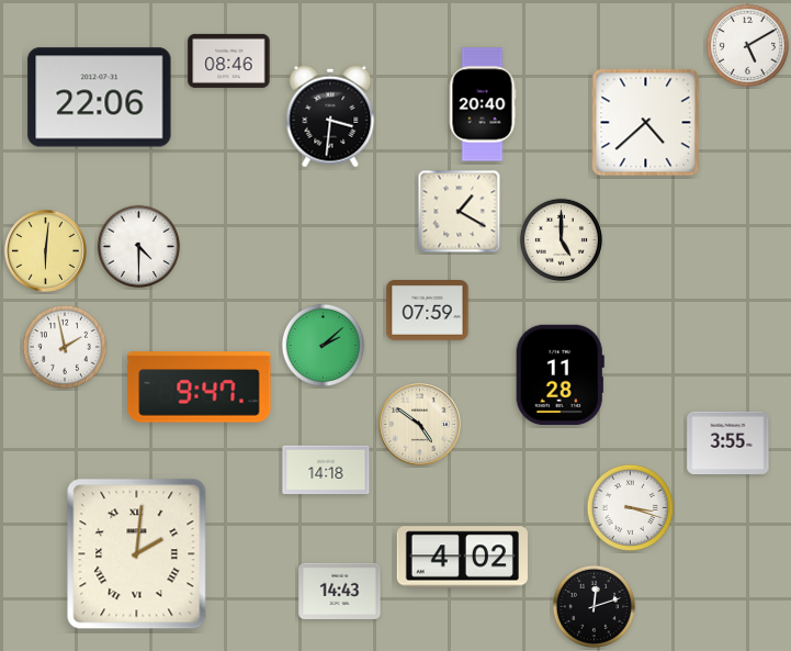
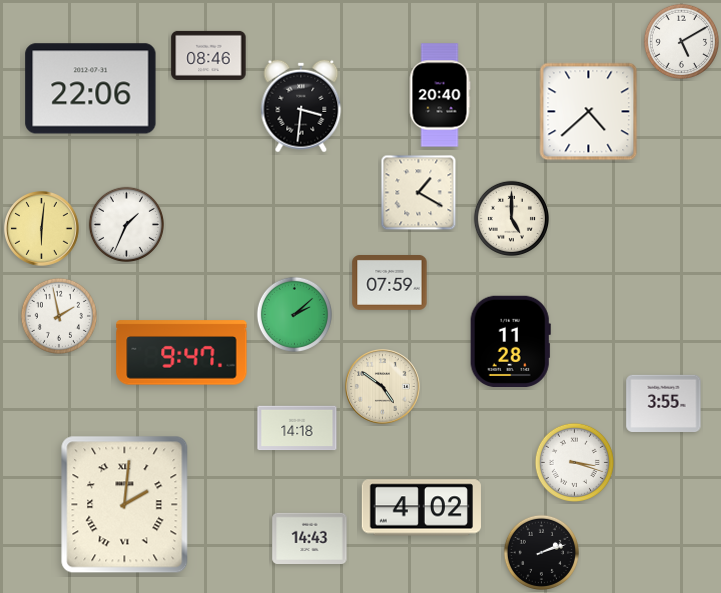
clock at (138, 246): 4:30 -> 1:34
clock at (594, 606): 12:12 -> 2:12
